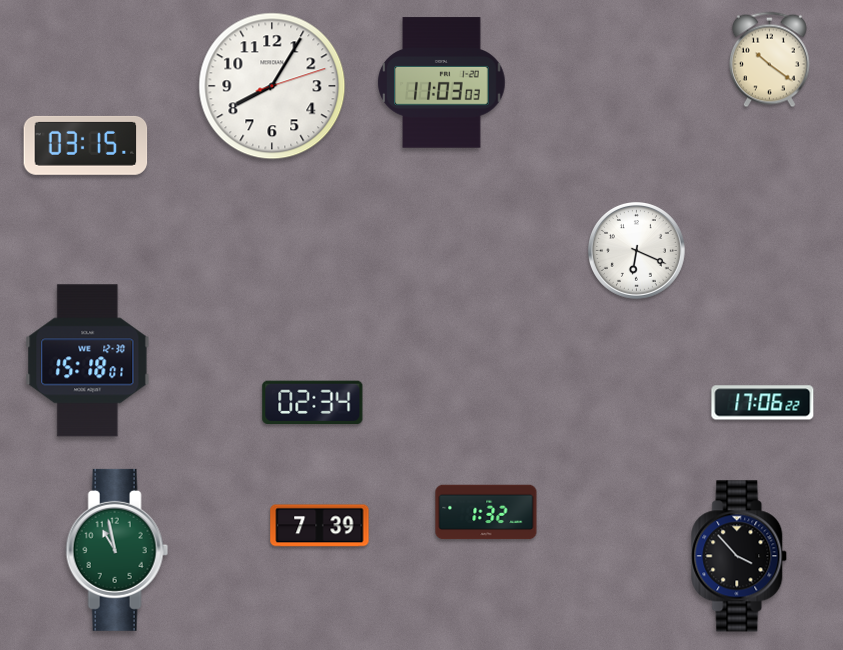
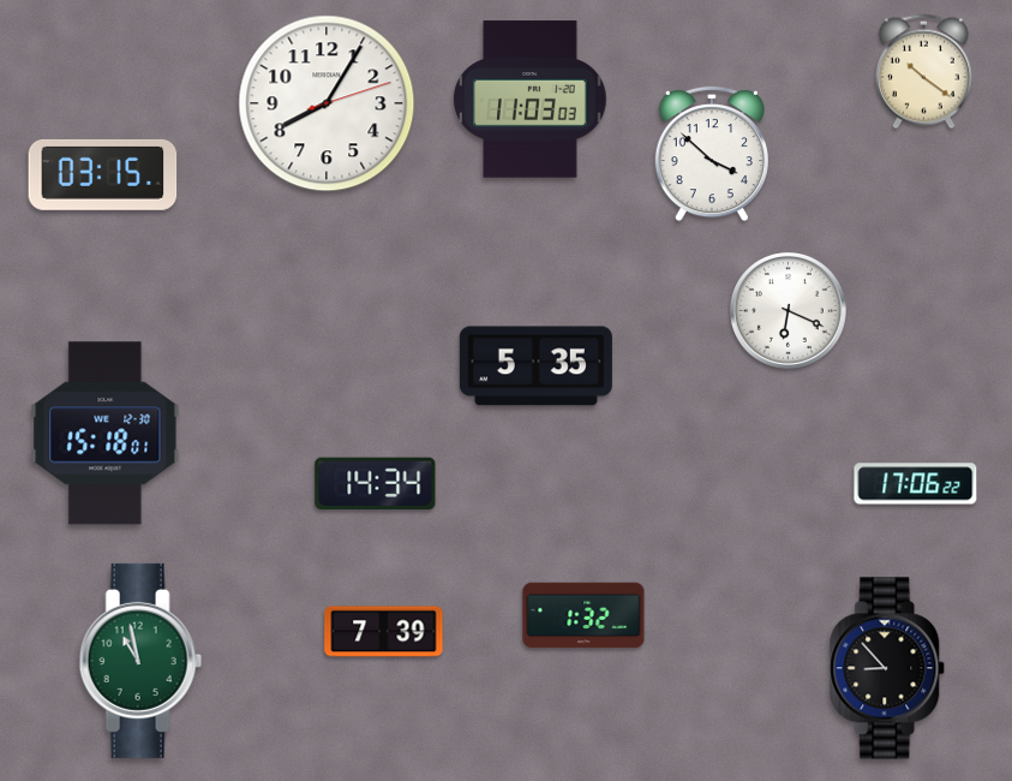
clock at (711, 154): none -> 3:52
clock at (637, 251) position: (637, 251) -> (789, 311)
clock at (535, 366): none -> 5:35
clock at (313, 402): 02:34 -> 14:34
clock at (740, 556): 3:53 -> 8:53
